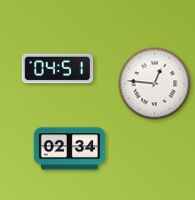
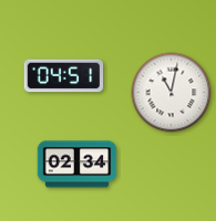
clock at (155, 84): 12:46 -> 11:02
